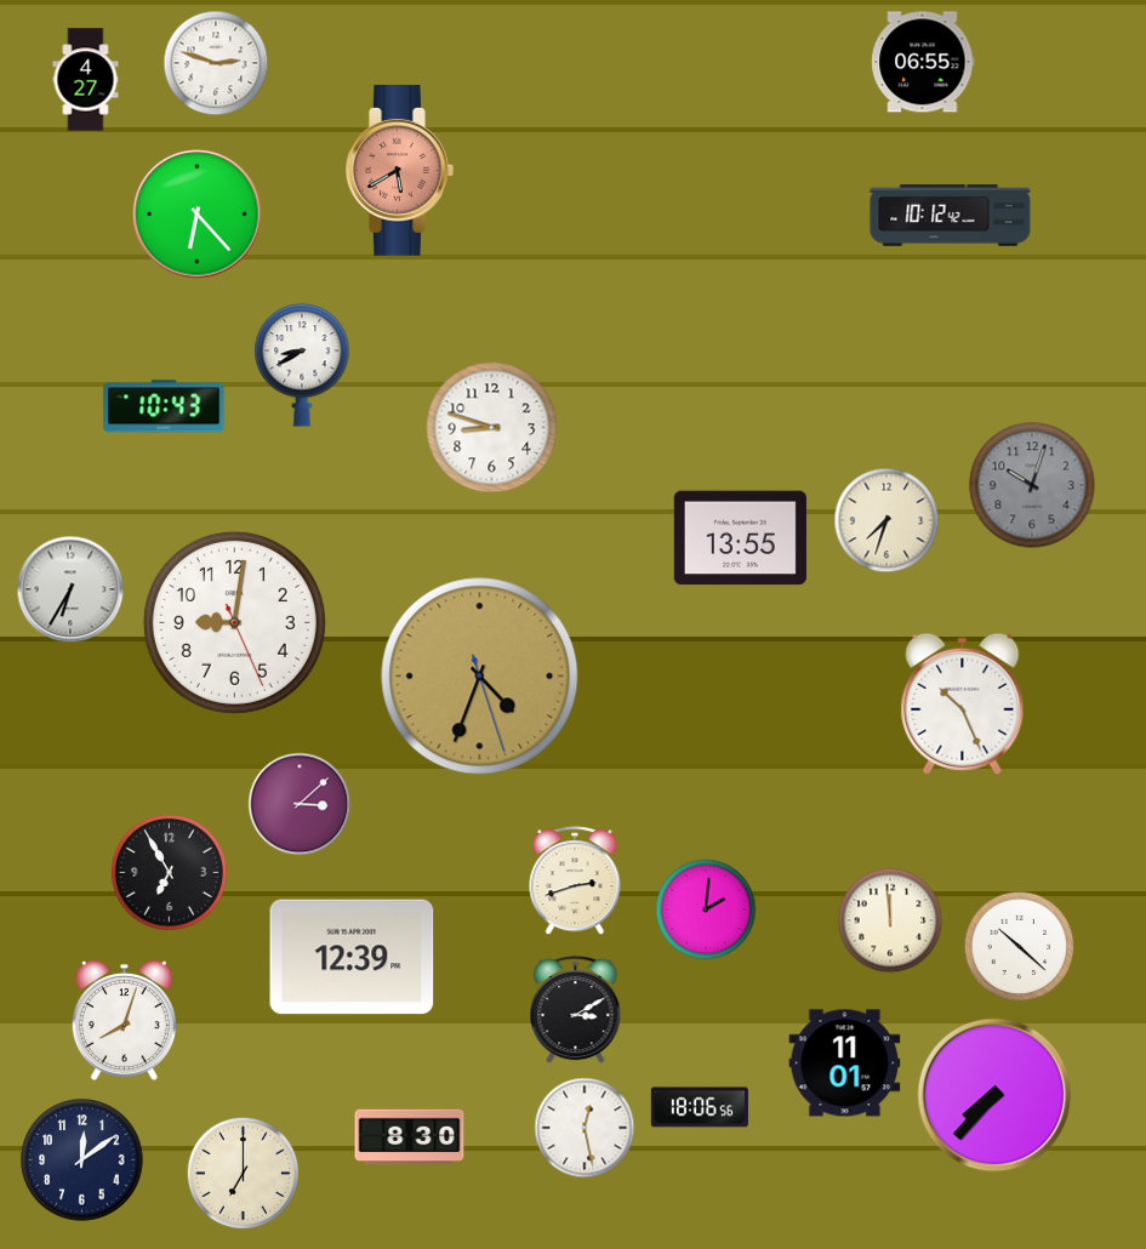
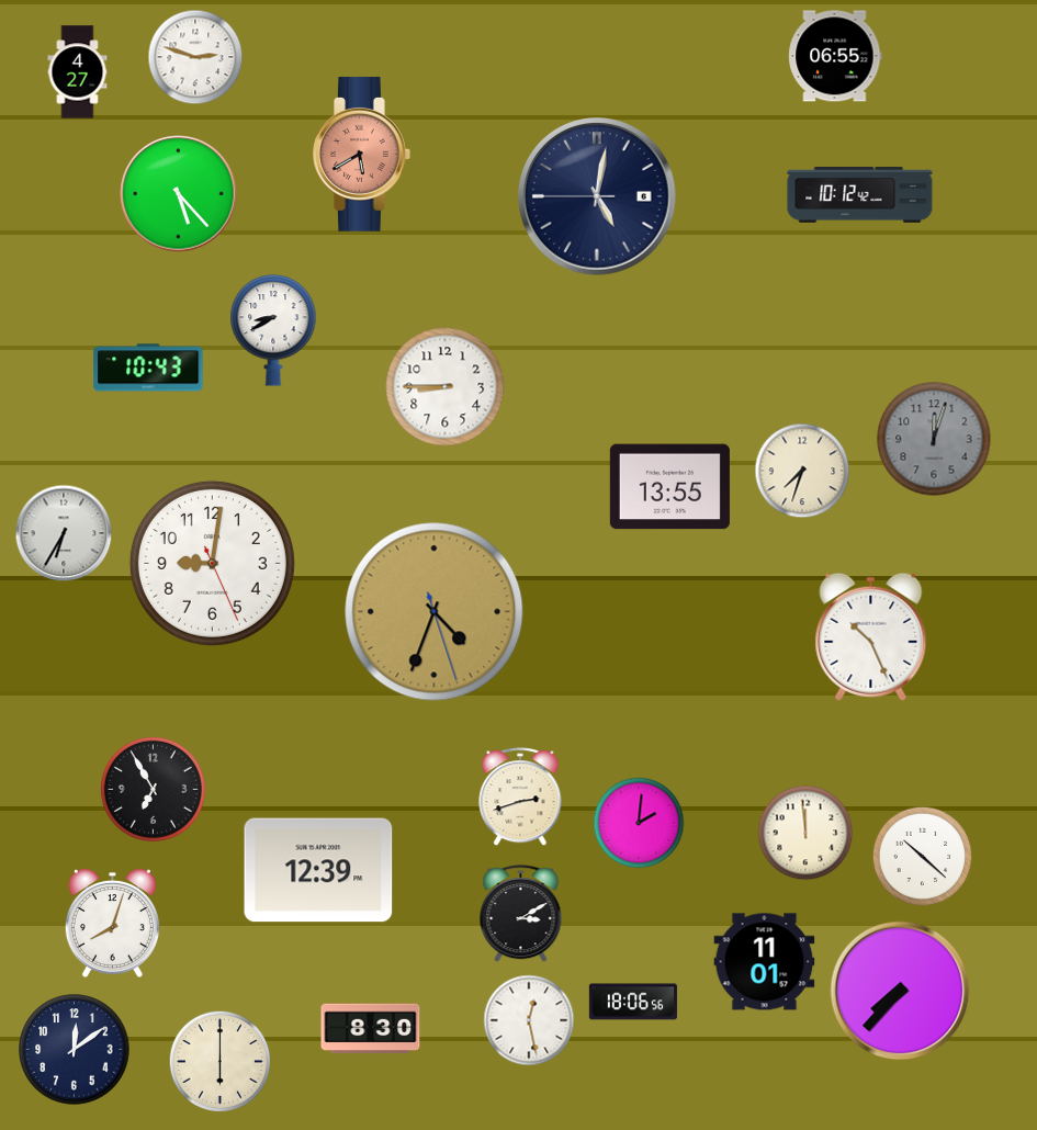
clock at (198, 215): 6:23 -> 5:23
clock at (597, 196): none -> 5:01
clock at (492, 428): 8:48 -> 8:45
clock at (1032, 485): 10:03 -> 12:03
clock at (300, 804): 3:08 -> none
clock at (352, 957) position: (352, 957) -> (318, 870)
clock at (243, 1173): 7:00 -> 6:00
